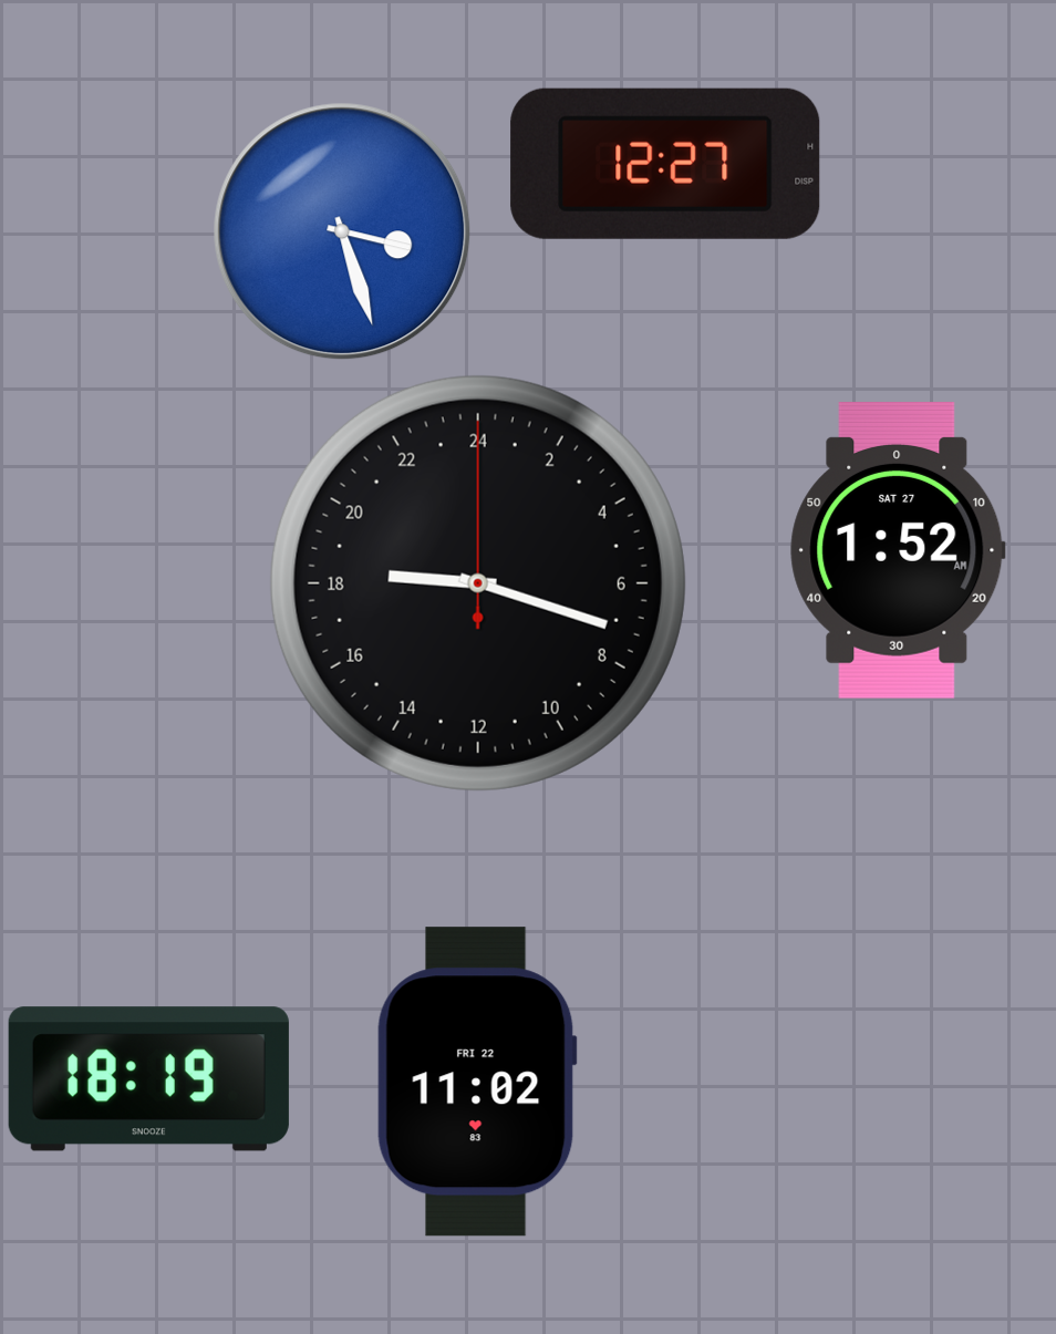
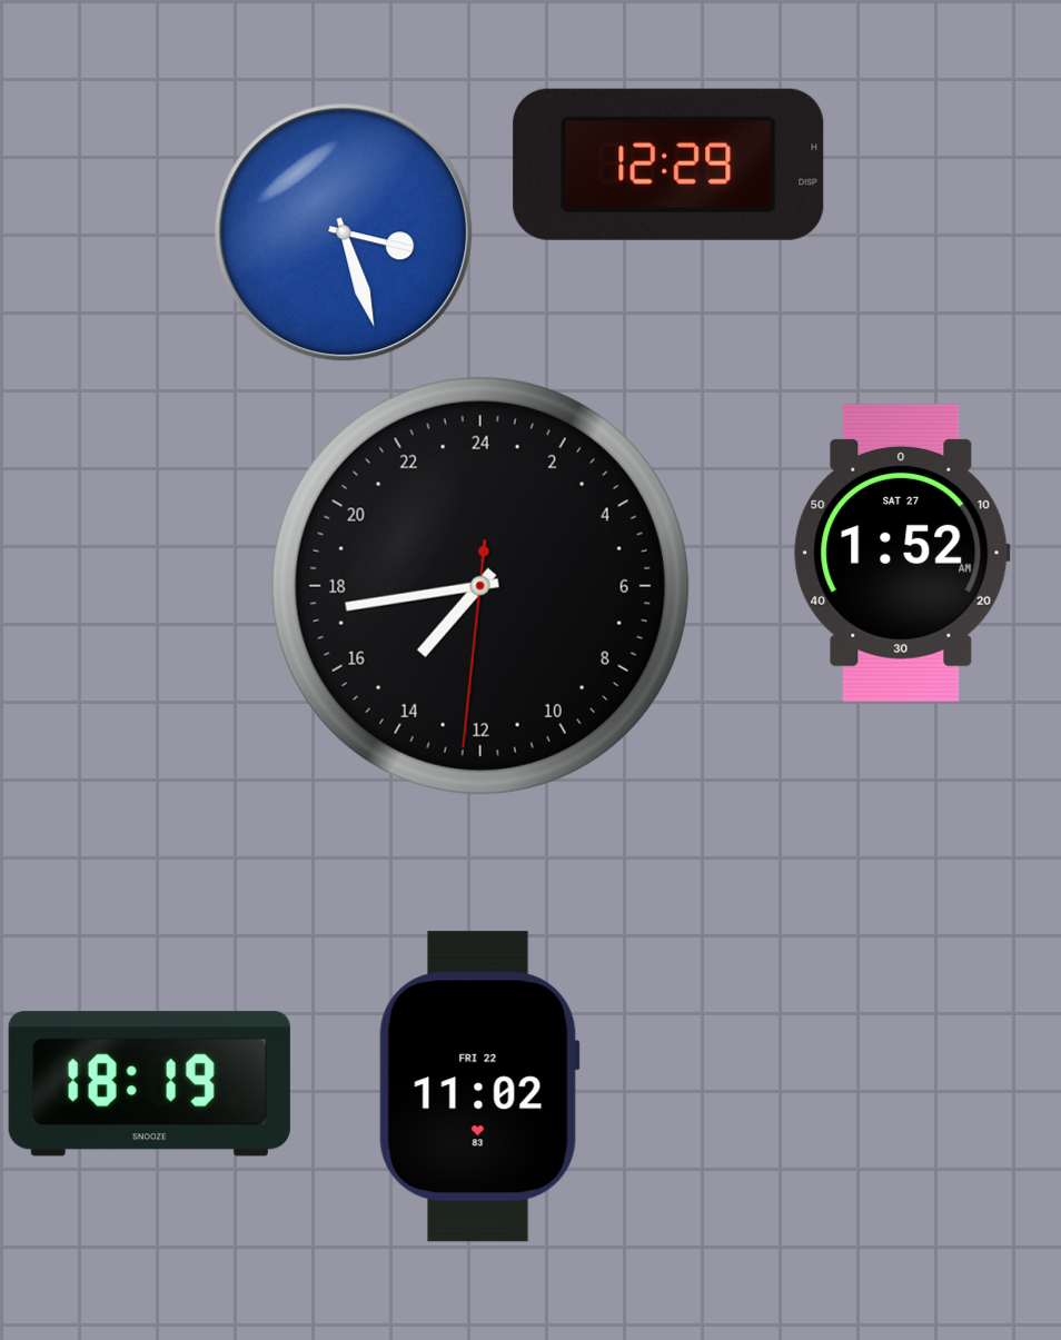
clock at (665, 164): 12:27 -> 12:29
clock at (478, 583): 18:18 -> 14:43
